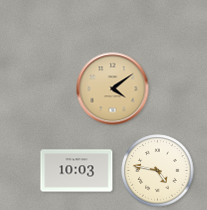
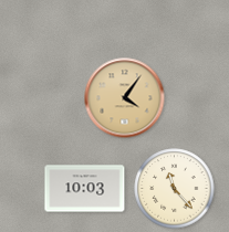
clock at (113, 89): 4:09 -> 4:06
clock at (158, 171): 4:47 -> 11:23
